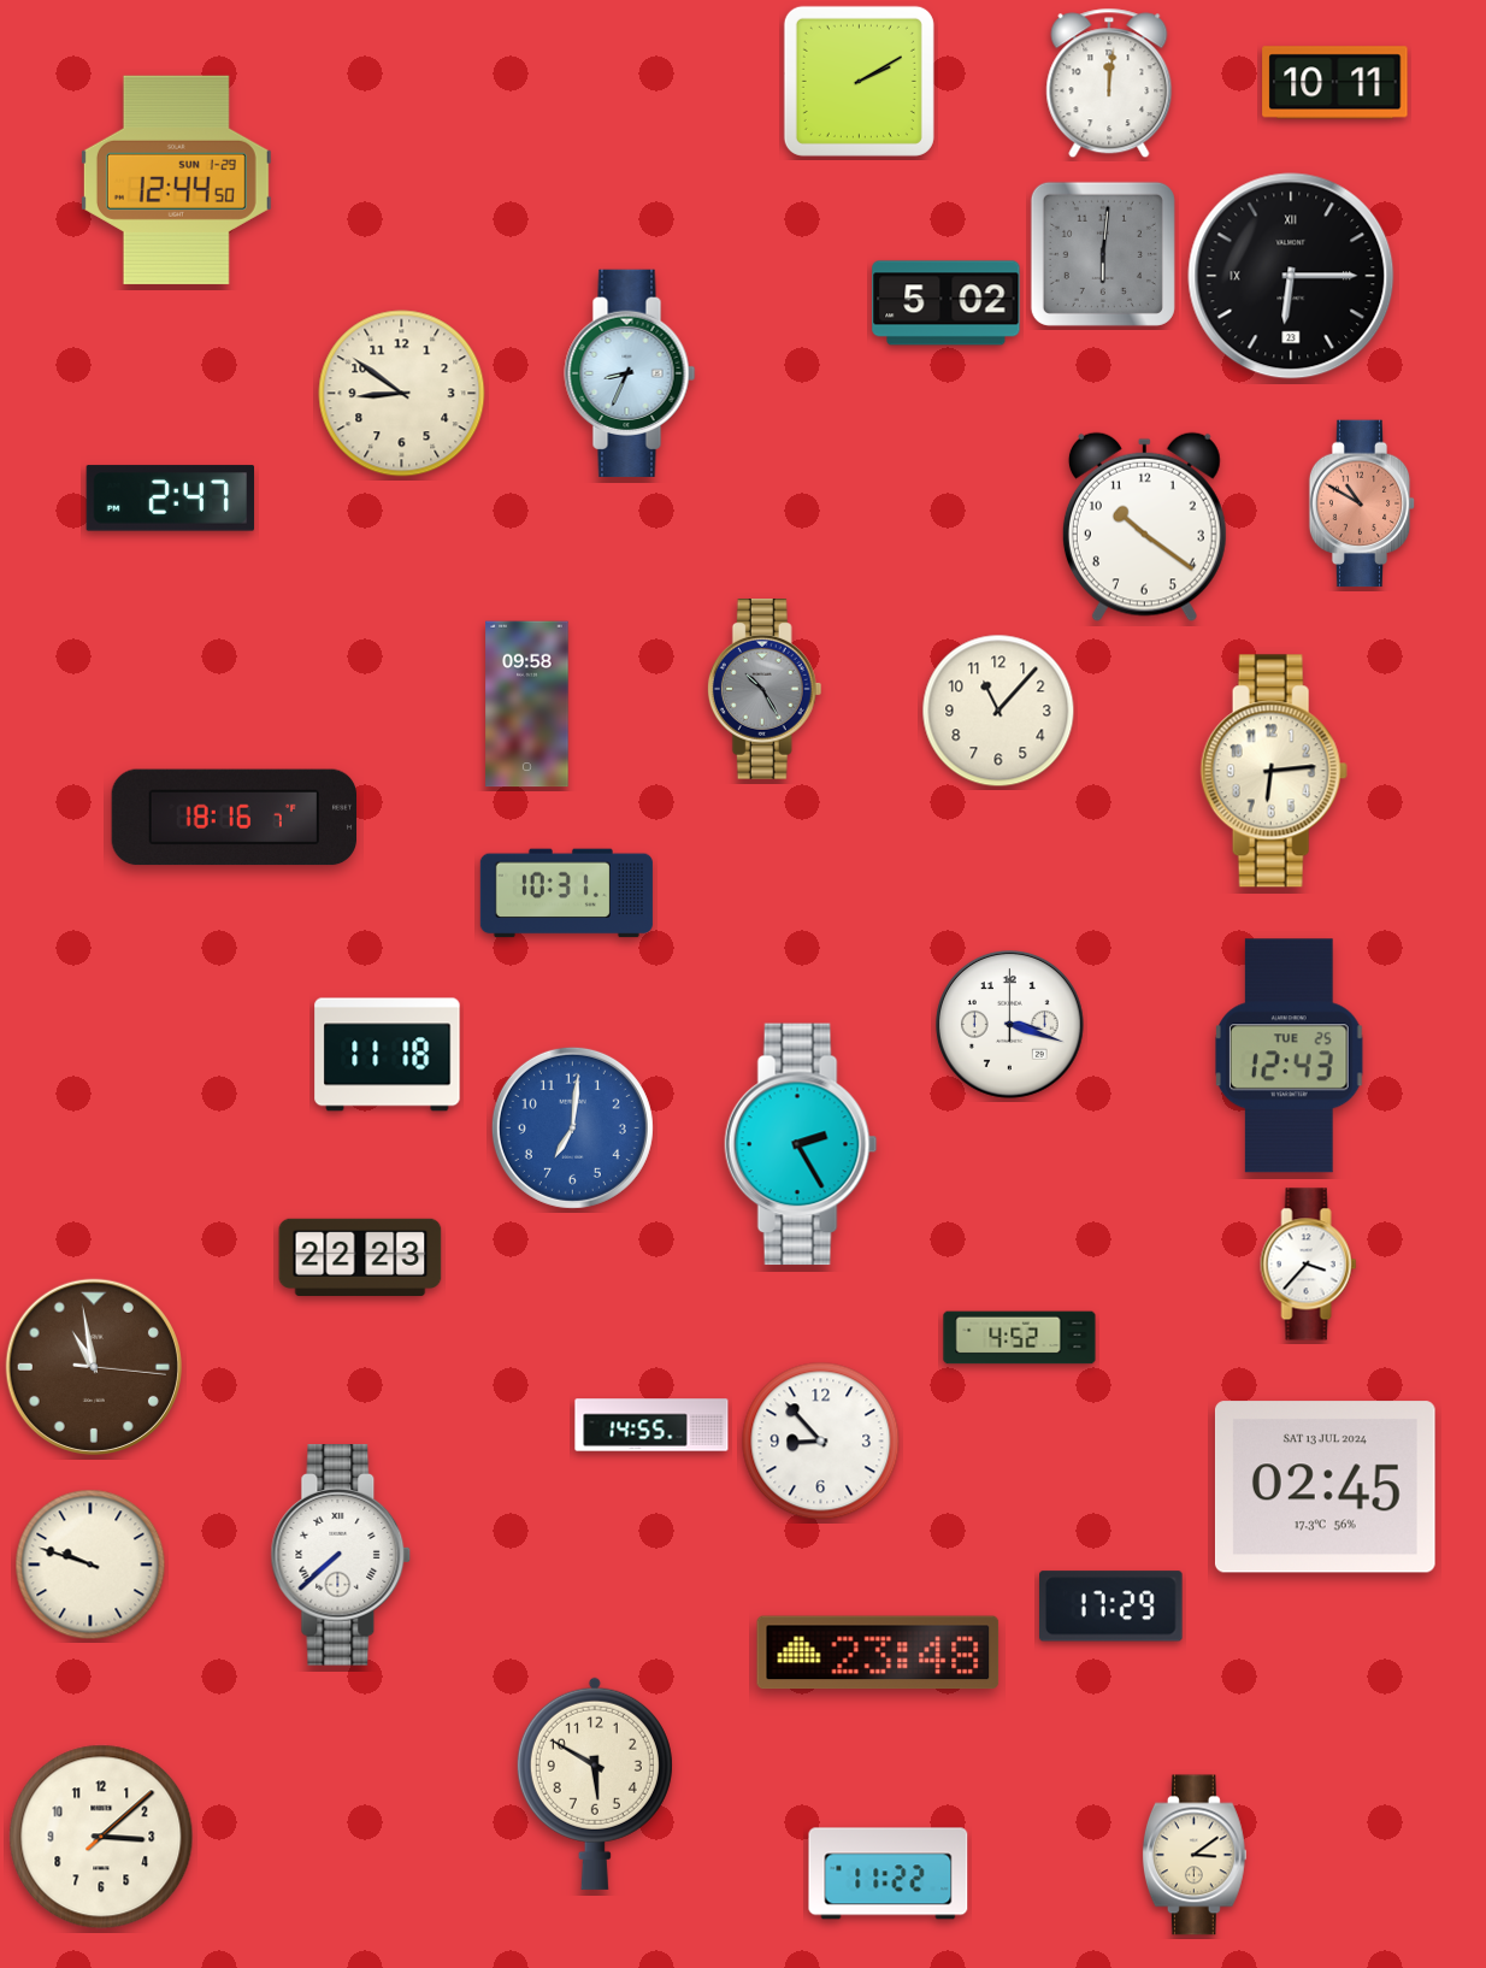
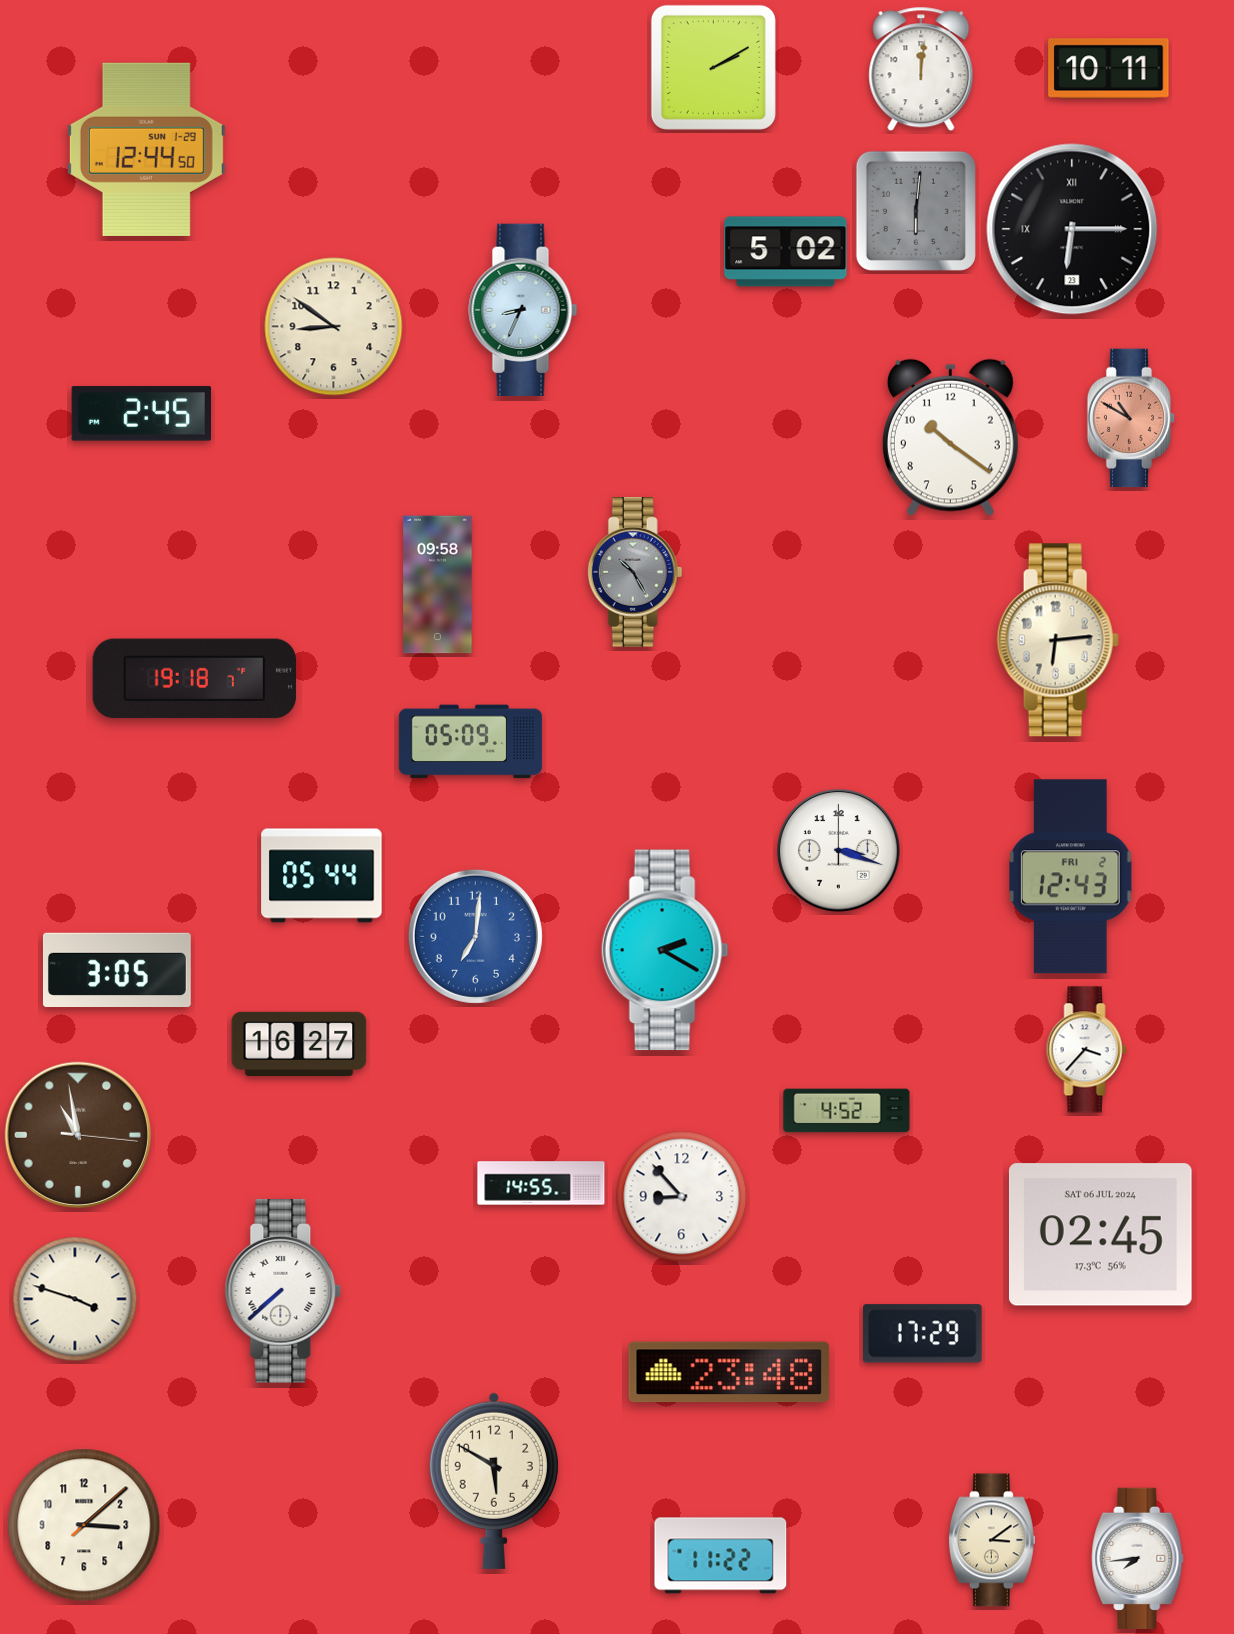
clock at (170, 499): 2:47 -> 2:45
clock at (998, 711): 11:07 -> none
clock at (234, 818): 18:16 -> 19:18
clock at (566, 894): 10:31 -> 05:09
clock at (388, 1055): 11:18 -> 05:44
clock at (1290, 1056) date: TUE 25 -> FRI 2
clock at (801, 1144): 2:25 -> 2:20
clock at (117, 970): none -> 3:05
clock at (360, 1256): 22:23 -> 16:27
clock at (1325, 1487) date: SAT 13 JUL 2024 -> SAT 06 JUL 2024
clock at (90, 1565): 9:48 -> 3:48
clock at (889, 1874) position: (889, 1874) -> (721, 1556)
clock at (1138, 1558): none -> 7:44
